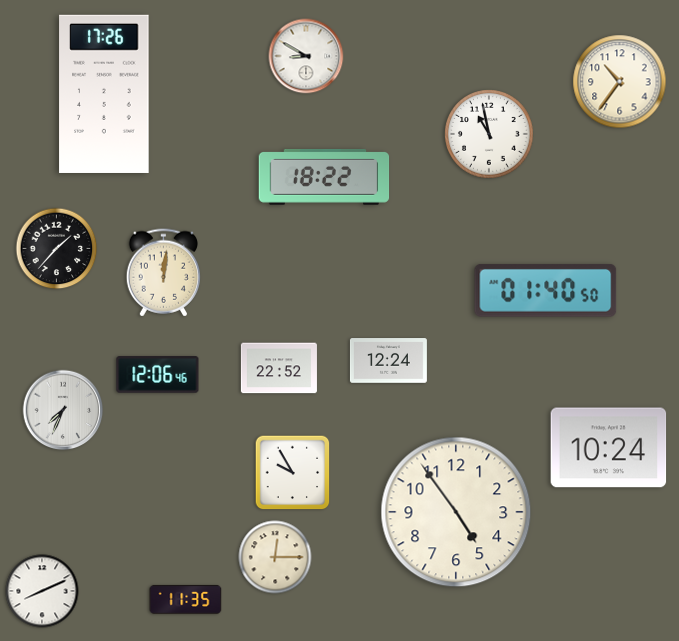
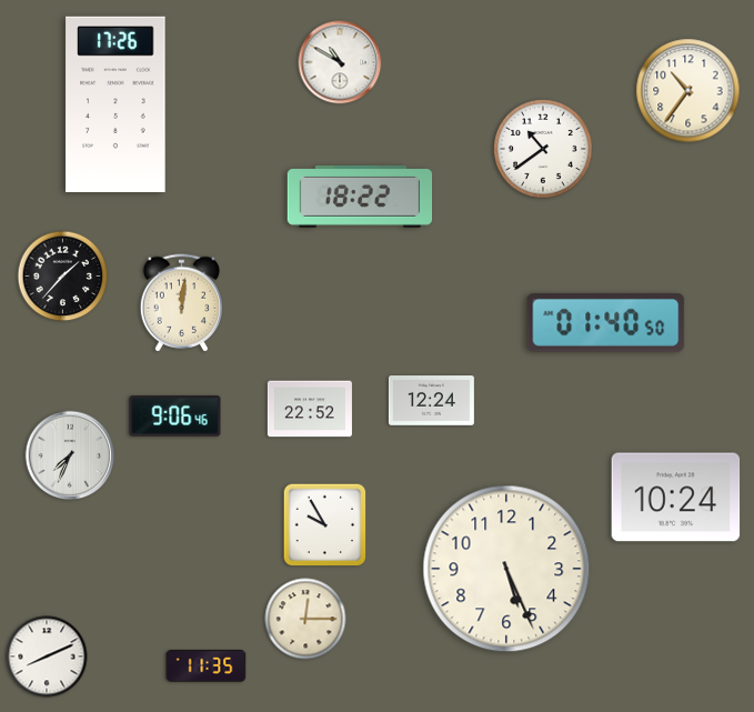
clock at (306, 56): 8:50 -> 10:50
clock at (490, 135): 10:58 -> 10:39
clock at (158, 375): 12:06 -> 9:06
clock at (456, 512): 4:54 -> 5:26
